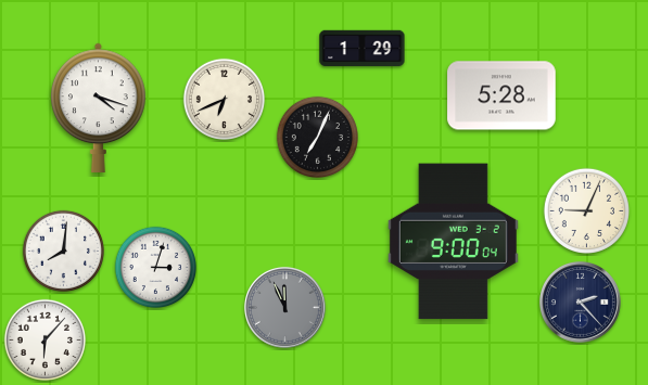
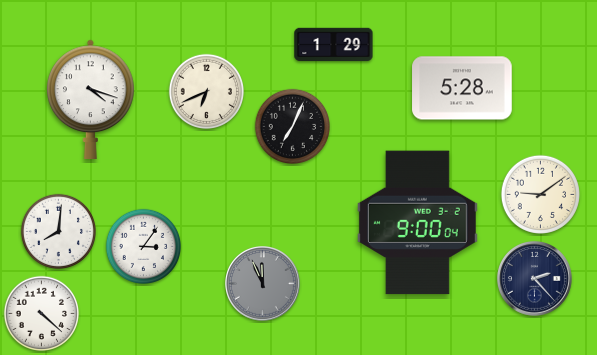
clock at (586, 210): 9:04 -> 9:09
clock at (155, 267): 3:03 -> 3:06
clock at (45, 339): 6:07 -> 4:22
